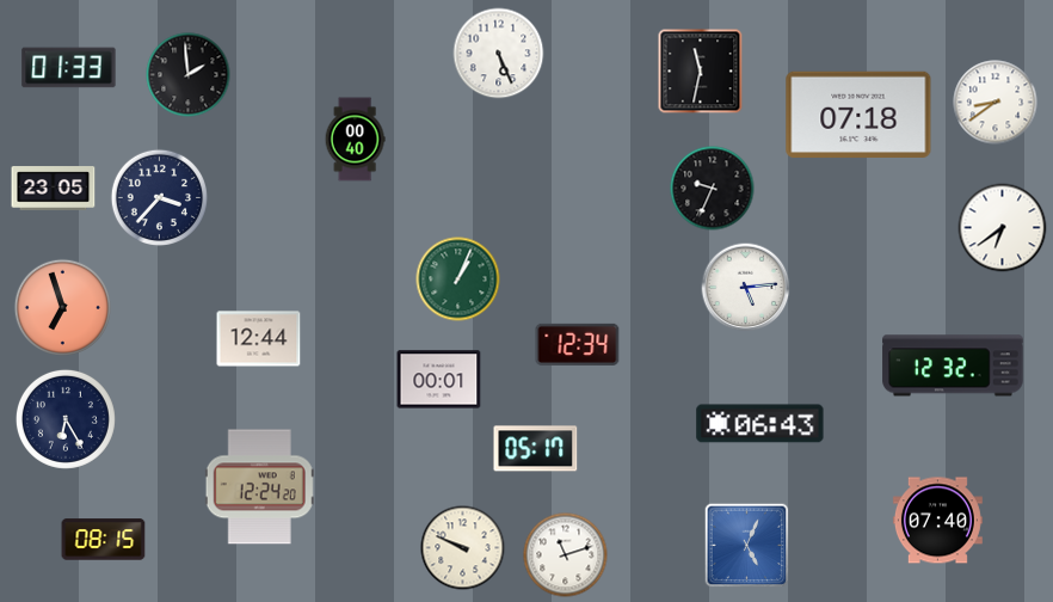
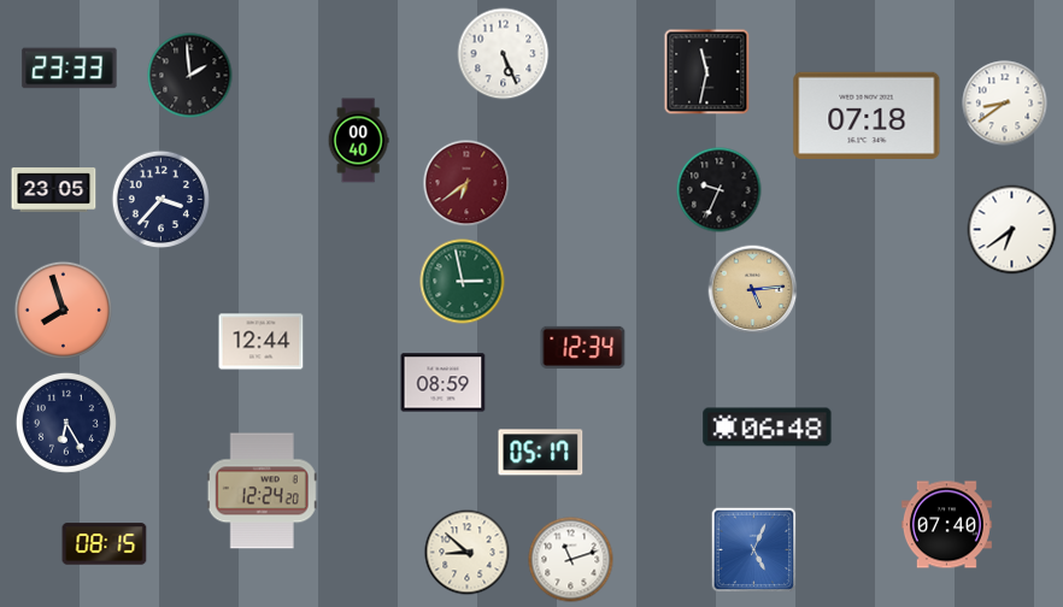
clock at (69, 68): 01:33 -> 23:33
clock at (466, 183): none -> 6:39
clock at (458, 279): 1:04 -> 2:58
clock at (746, 288) dial: white -> champagne
clock at (62, 307): 6:57 -> 7:57
clock at (953, 365): 12:32 -> none
clock at (439, 380): 00:01 -> 08:59
clock at (761, 424): 06:43 -> 06:48
clock at (463, 548): 9:49 -> 8:52
